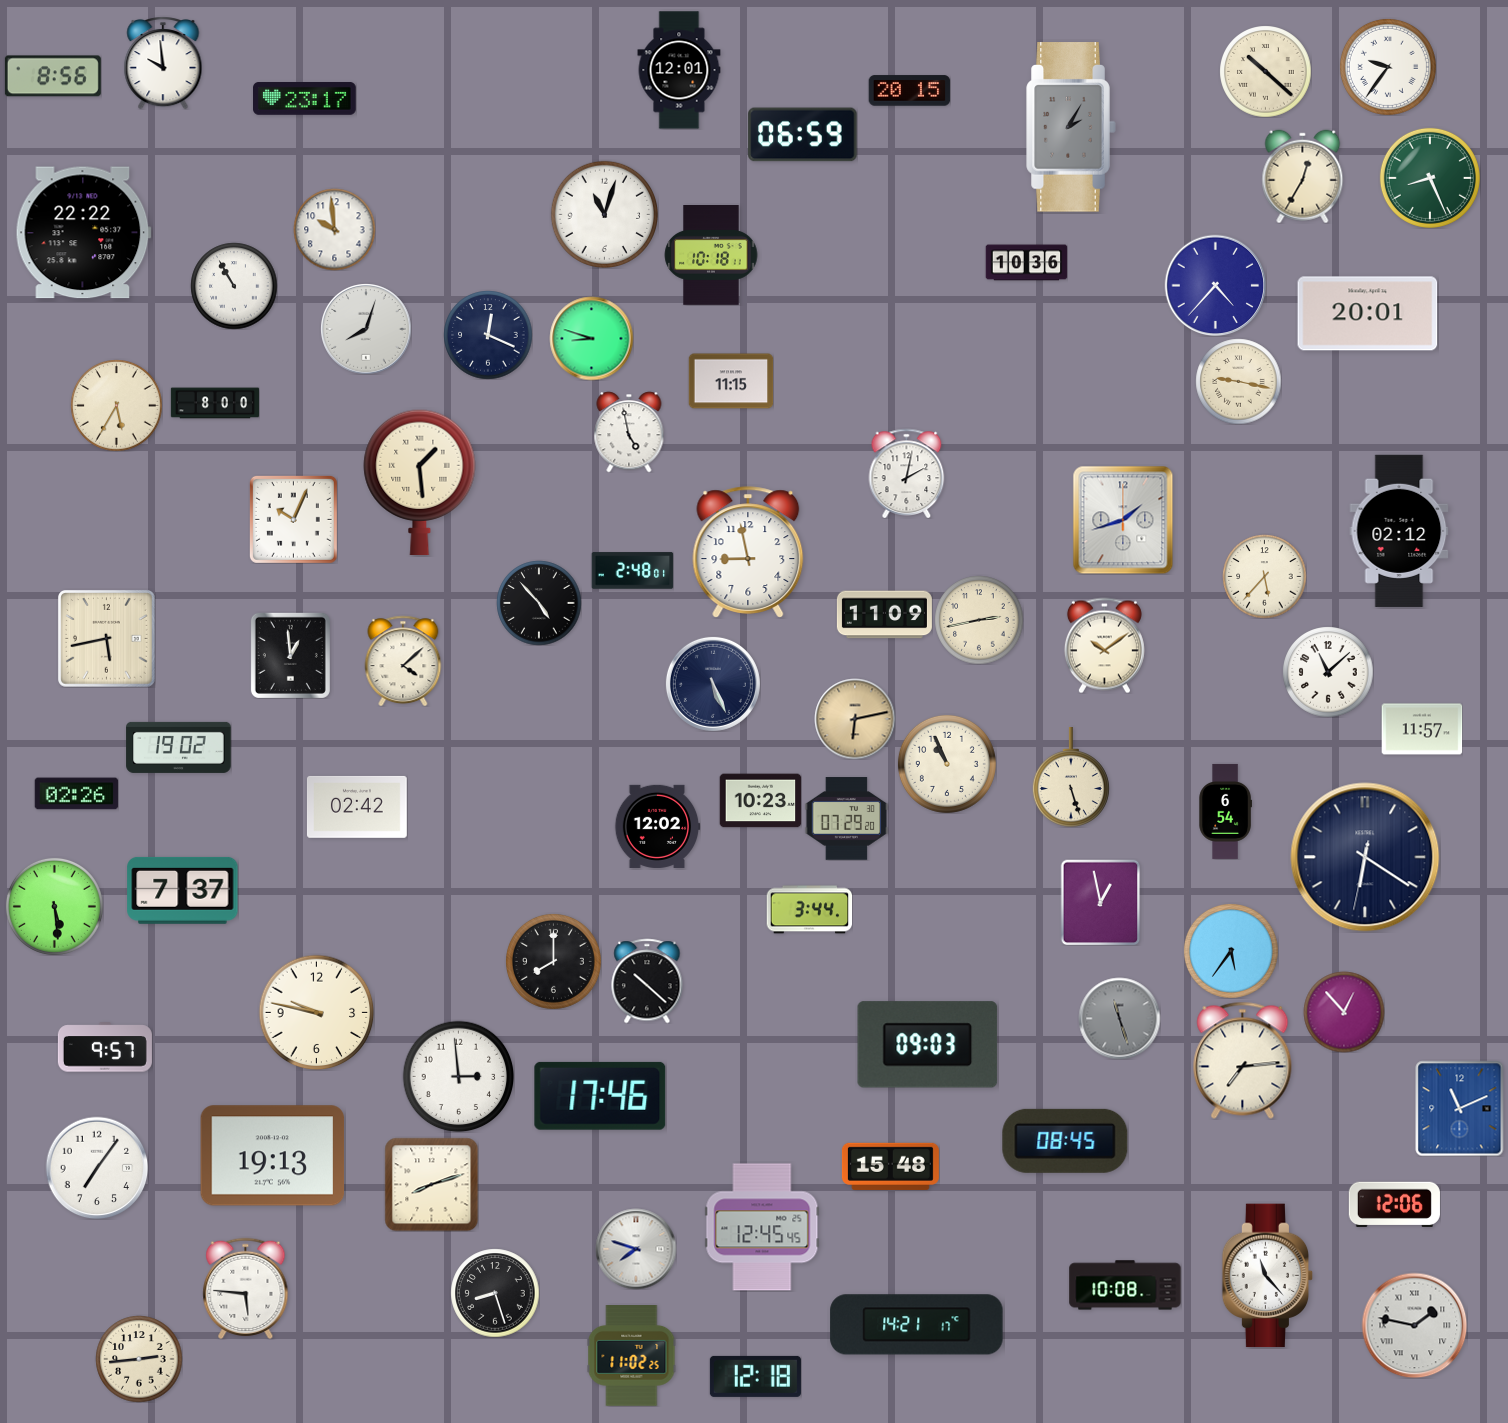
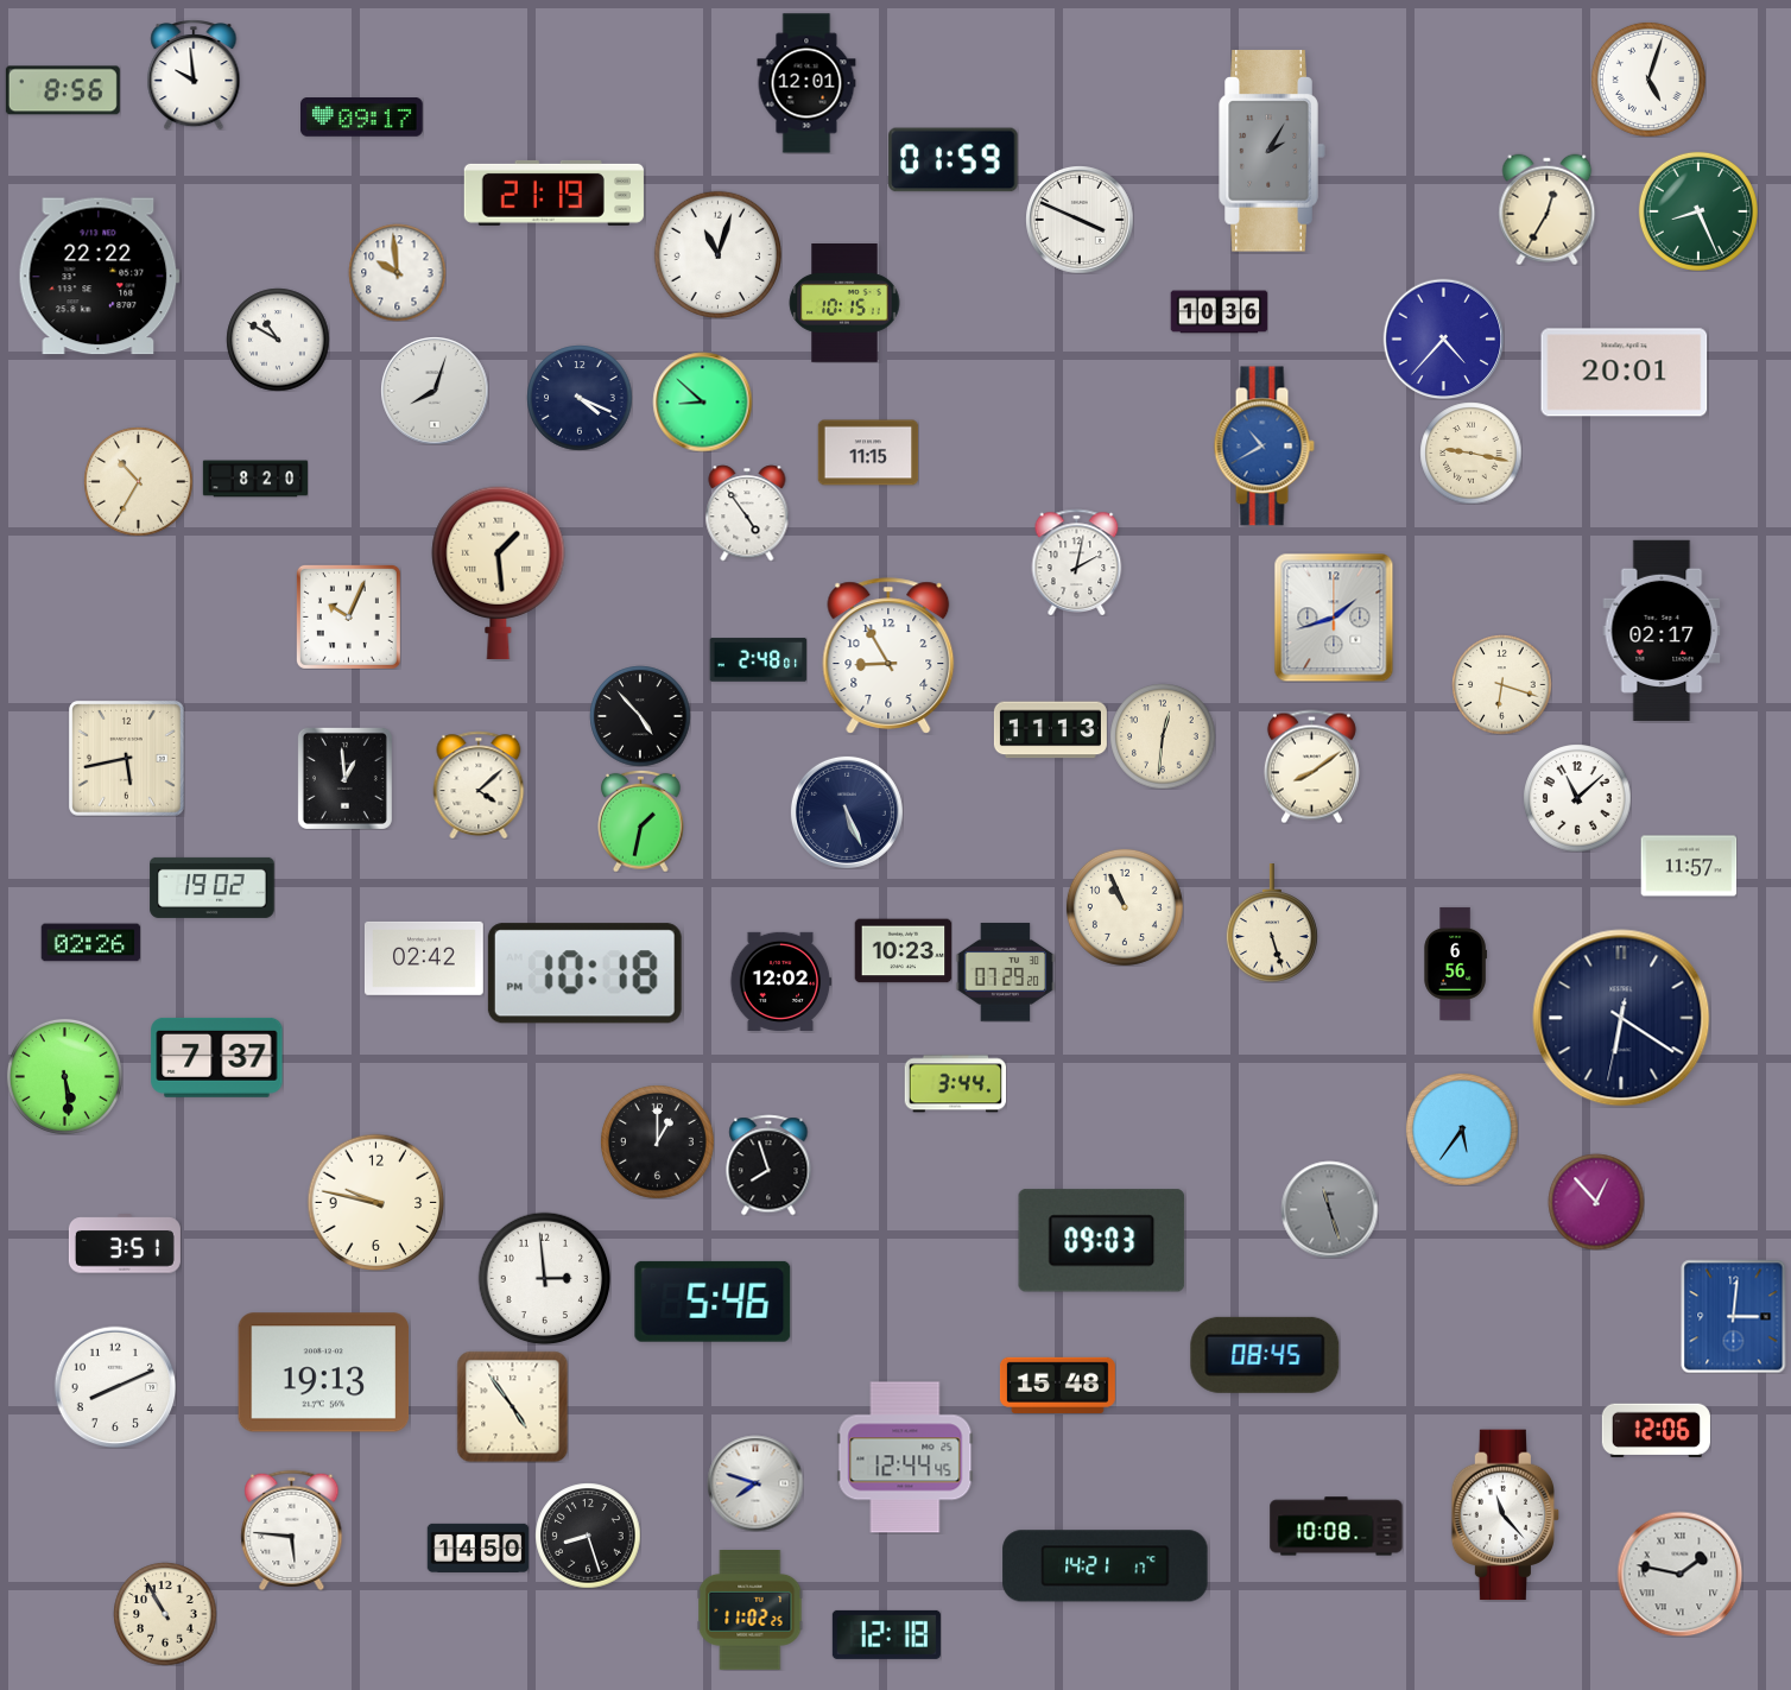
clock at (1388, 67): 9:36 -> 5:03
clock at (1265, 71): 10:22 -> none
clock at (909, 91): 20:15 -> none
clock at (305, 99): 23:17 -> 09:17
clock at (803, 135): 06:59 -> 01:59
clock at (553, 192): none -> 21:19
clock at (1080, 220): none -> 3:49
clock at (711, 256): 10:18 -> 10:15
clock at (234, 286): 10:55 -> 10:50
clock at (488, 335): 12:19 -> 4:19
clock at (591, 338): 8:48 -> 8:52
clock at (1264, 447): none -> 10:40
clock at (215, 403): 8:00 -> 8:20
clock at (116, 405): 5:35 -> 10:35
clock at (629, 432): 4:58 -> 4:54
clock at (1399, 531): 02:12 -> 02:17
clock at (748, 552): 8:58 -> 8:55
clock at (632, 571) position: (632, 571) -> (758, 660)
clock at (1264, 576): 5:37 -> 6:18
clock at (884, 615): 11:09 -> 11:13
clock at (979, 620): 2:43 -> 12:31
clock at (1104, 645): 10:09 -> 8:09
clock at (641, 821): none -> 1:32
clock at (855, 719): 6:13 -> none
clock at (1225, 811): 6:54 -> 6:56
clock at (584, 974): none -> 10:18
clock at (1101, 902): 12:58 -> none
clock at (809, 910) position: (809, 910) -> (955, 1084)
clock at (553, 961): 8:00 -> 1:00
clock at (647, 981): 10:22 -> 7:57
clock at (105, 1047): 9:57 -> 3:51
clock at (1243, 1060): 7:14 -> none
clock at (600, 1096): 17:46 -> 5:46
clock at (1460, 1108): 11:11 -> 3:01
clock at (97, 1168): 7:06 -> 8:11
clock at (431, 1184): 8:12 -> 4:54
clock at (762, 1227): 12:45 -> 12:44
clock at (477, 1547): none -> 14:50
clock at (917, 1325) position: (917, 1325) -> (1106, 1566)
clock at (139, 1359): 2:44 -> 10:55
clock at (755, 1376) position: (755, 1376) -> (886, 1634)
